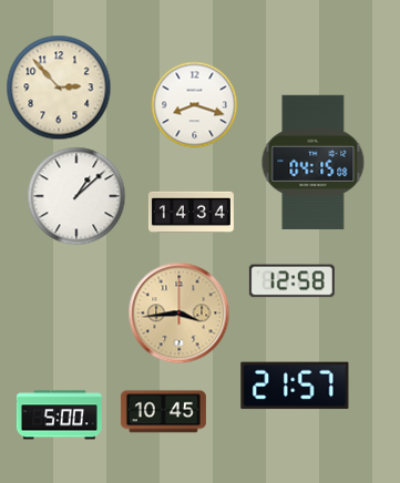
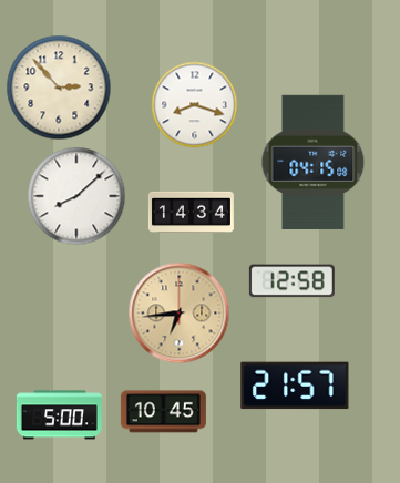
clock at (76, 196): 1:08 -> 8:08
clock at (178, 312): 3:44 -> 6:44
